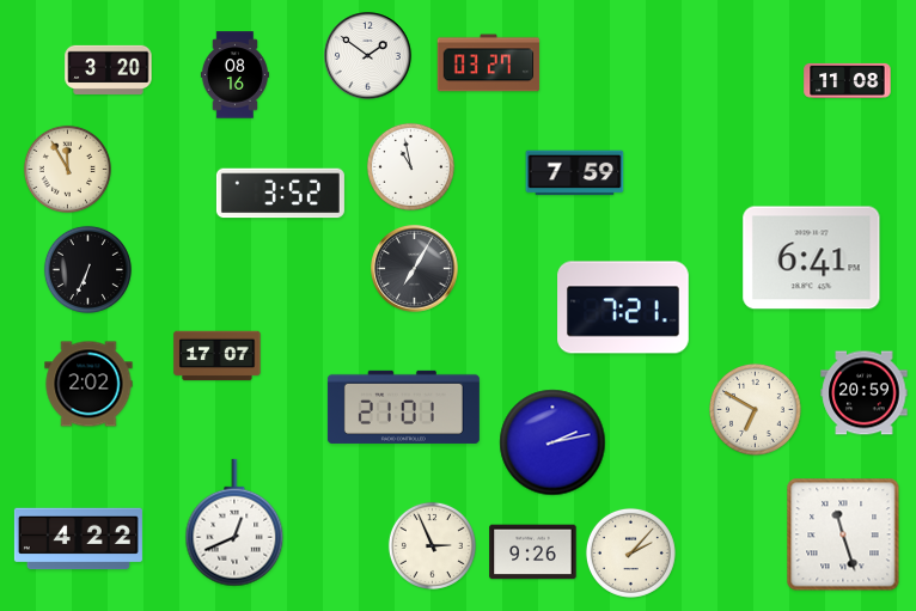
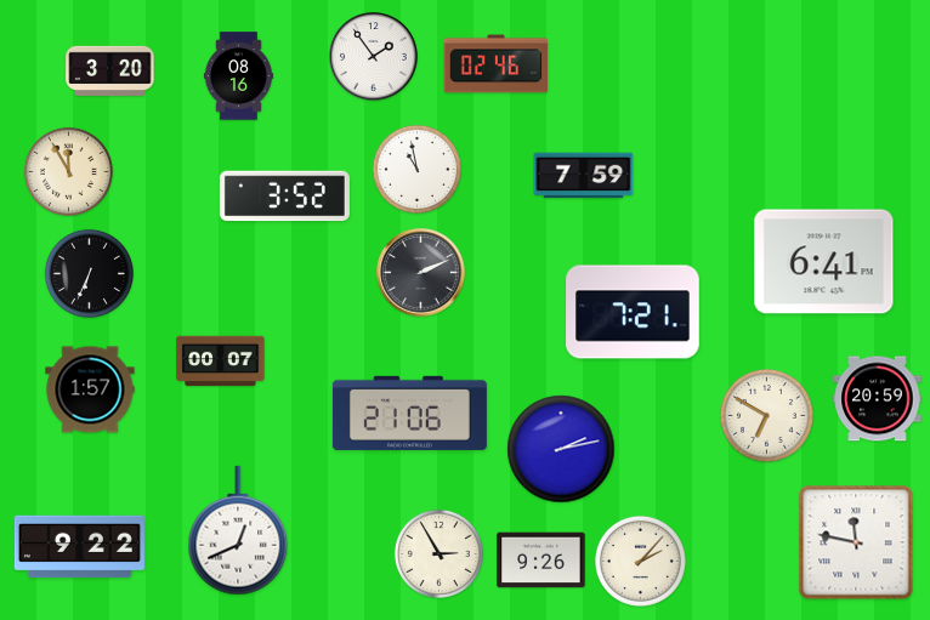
clock at (368, 56): 1:51 -> 1:54
clock at (489, 63): 03:27 -> 02:46
clock at (848, 80): 11:08 -> none
clock at (415, 269): 7:05 -> 2:11
clock at (218, 356): 17:07 -> 00:07
clock at (88, 384): 2:02 -> 1:57
clock at (403, 407): 21:01 -> 21:06
clock at (843, 534): 11:27 -> 11:47
clock at (78, 539): 4:22 -> 9:22
clock at (432, 545): 2:56 -> 2:55
